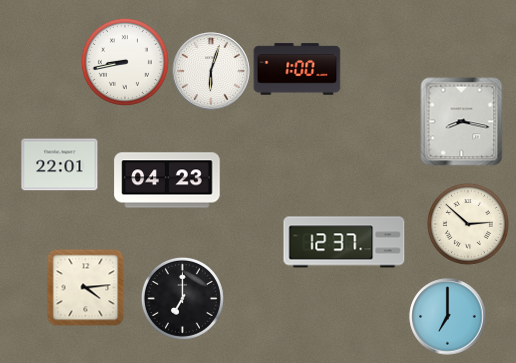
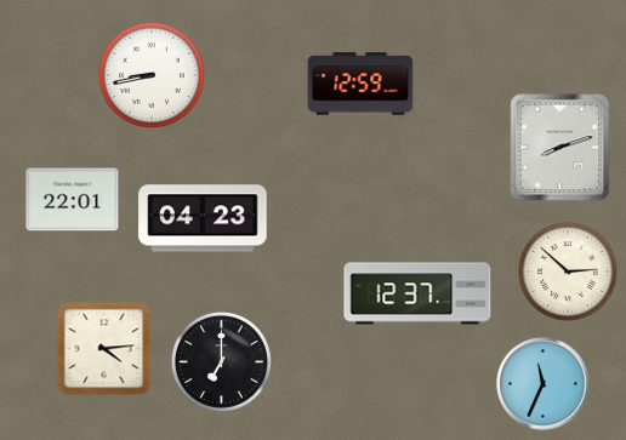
clock at (297, 69): 1:00 -> 12:59
clock at (211, 71): 6:03 -> none
clock at (462, 122): 8:17 -> 8:12
clock at (448, 317): 7:00 -> 11:34
